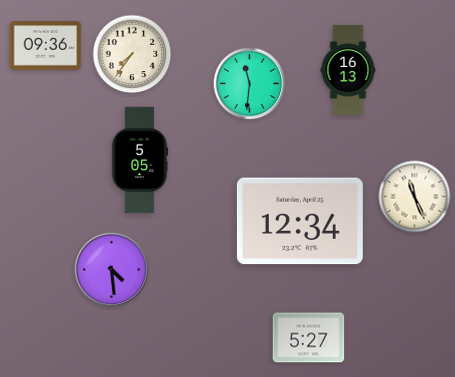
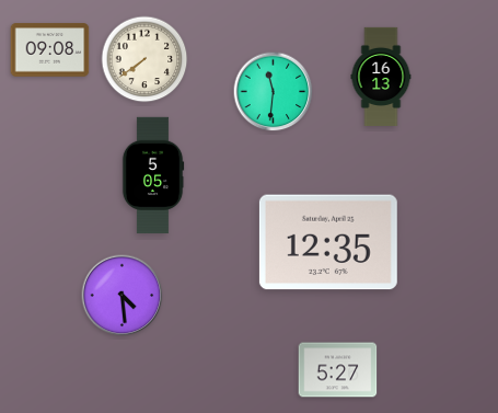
clock at (46, 46): 09:36 -> 09:08
clock at (132, 54): 7:36 -> 7:39
clock at (415, 197): 11:26 -> none
clock at (300, 221): 12:34 -> 12:35
